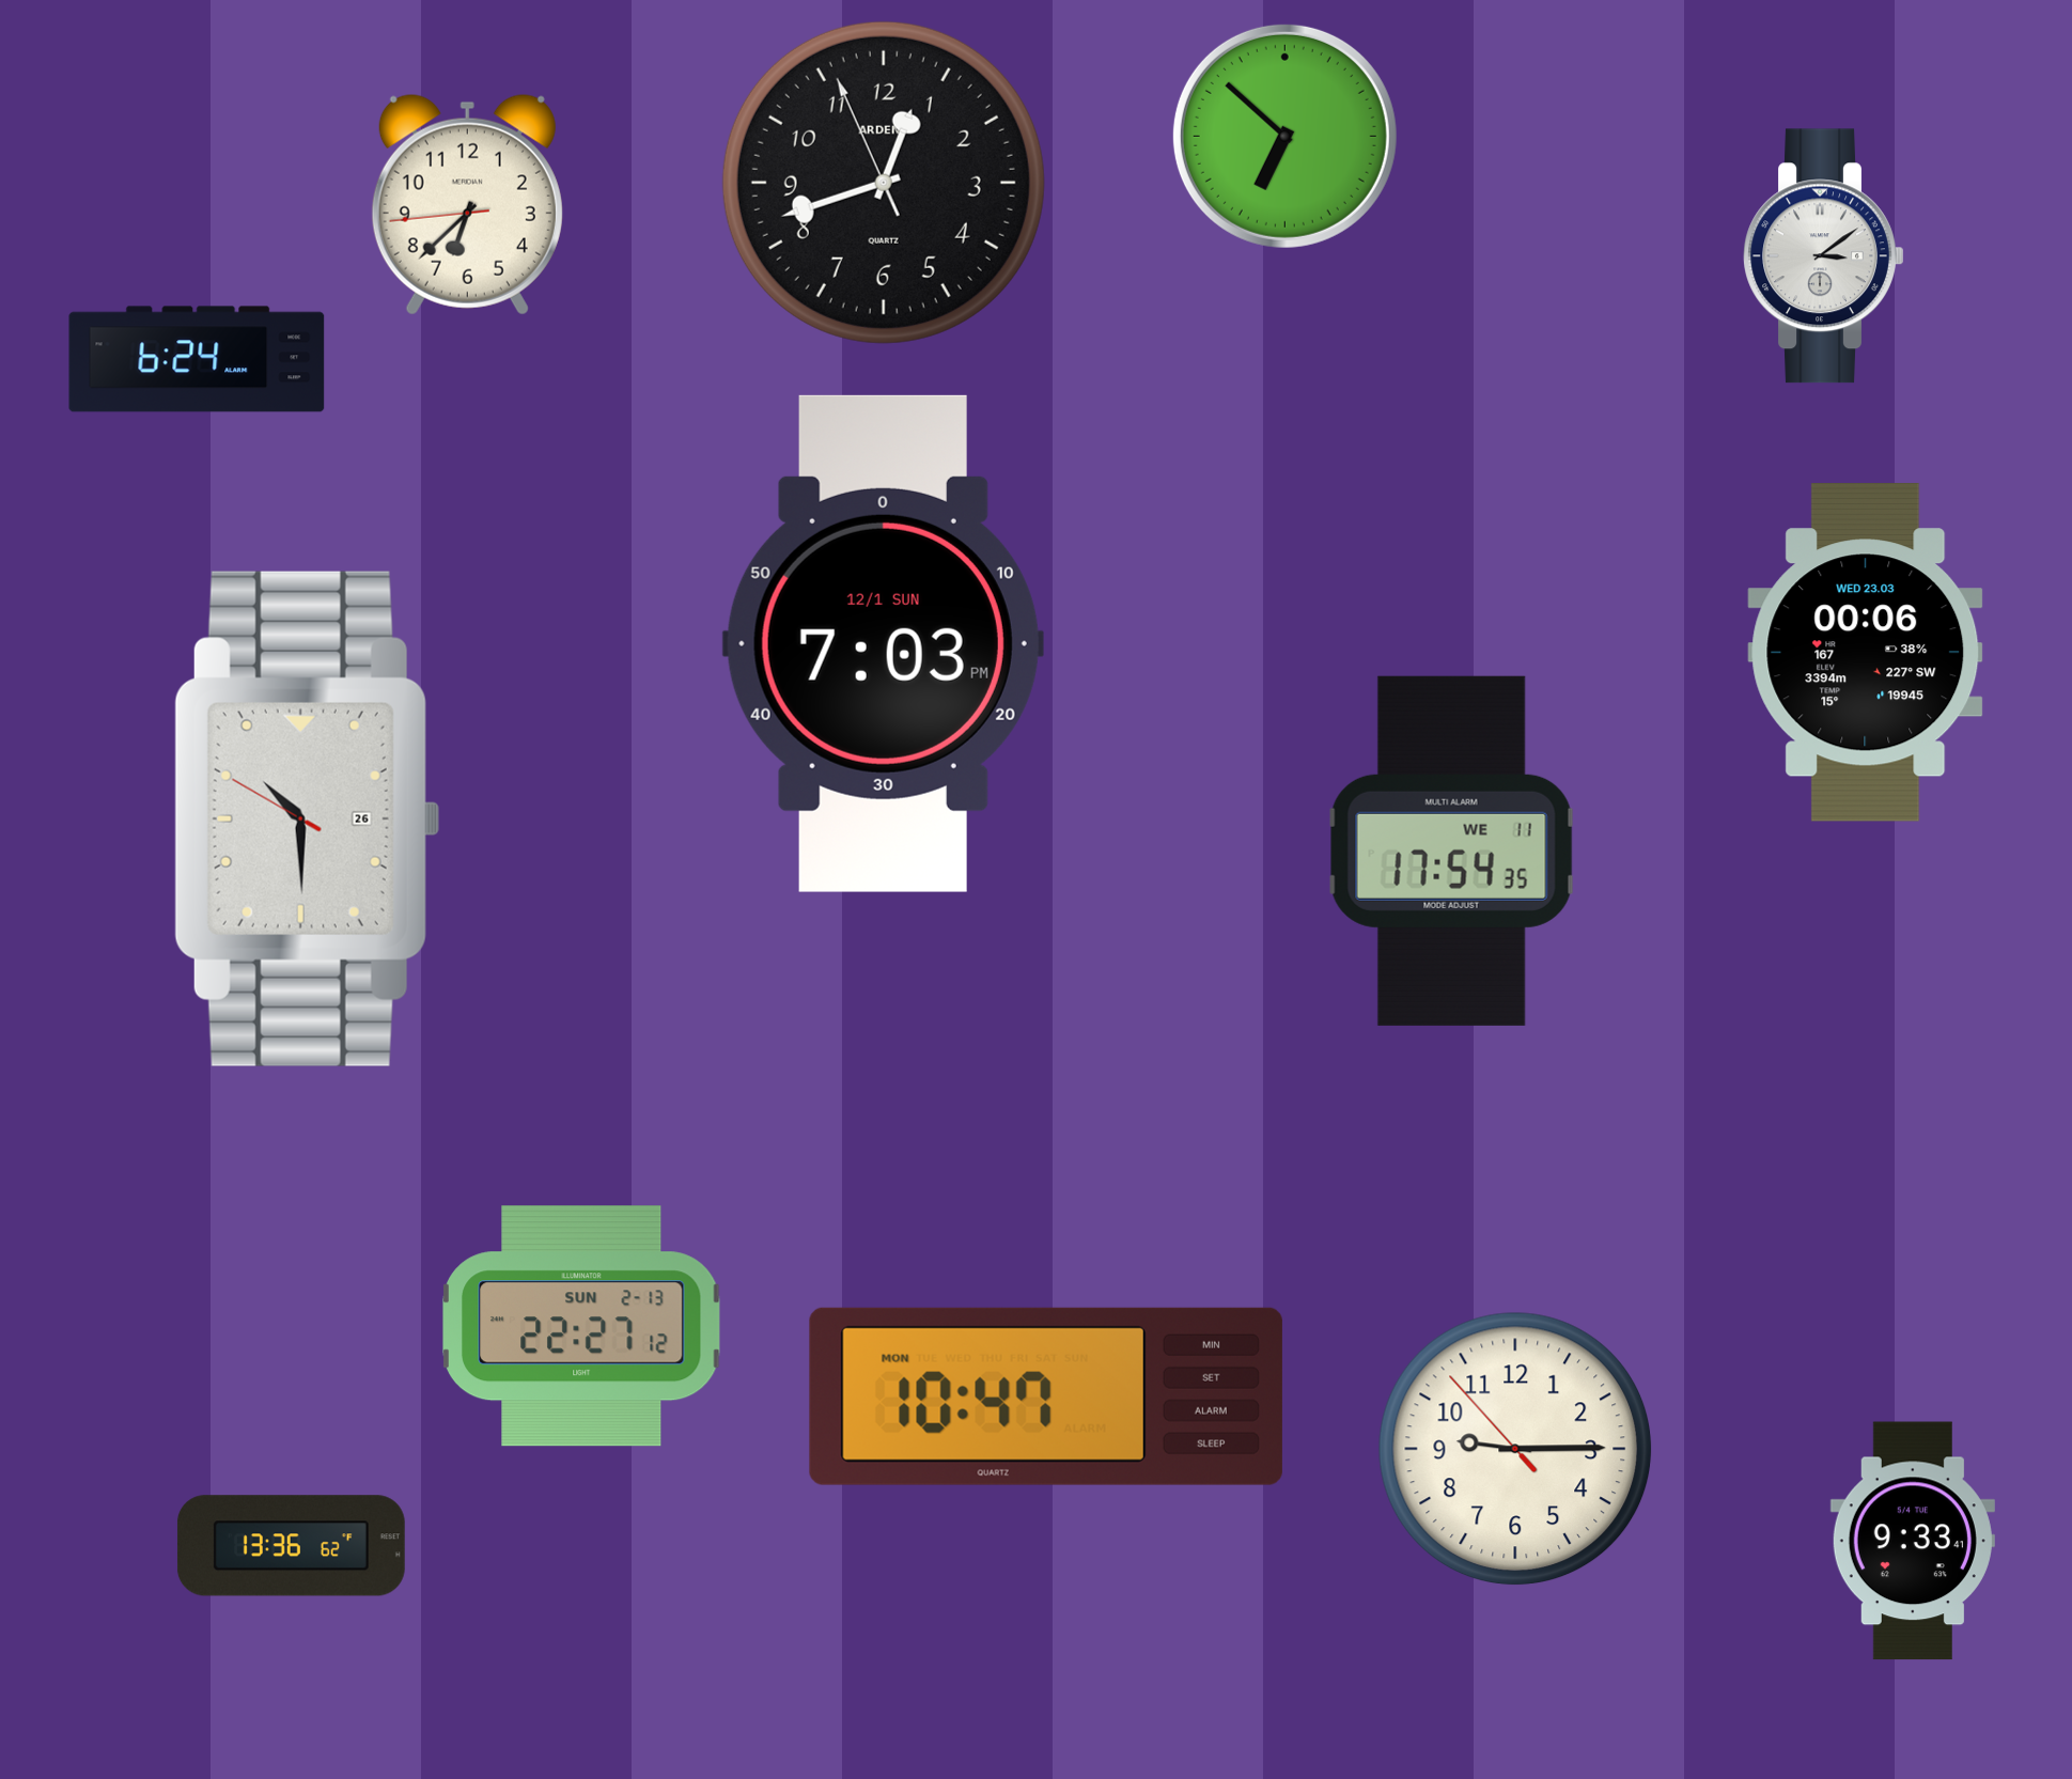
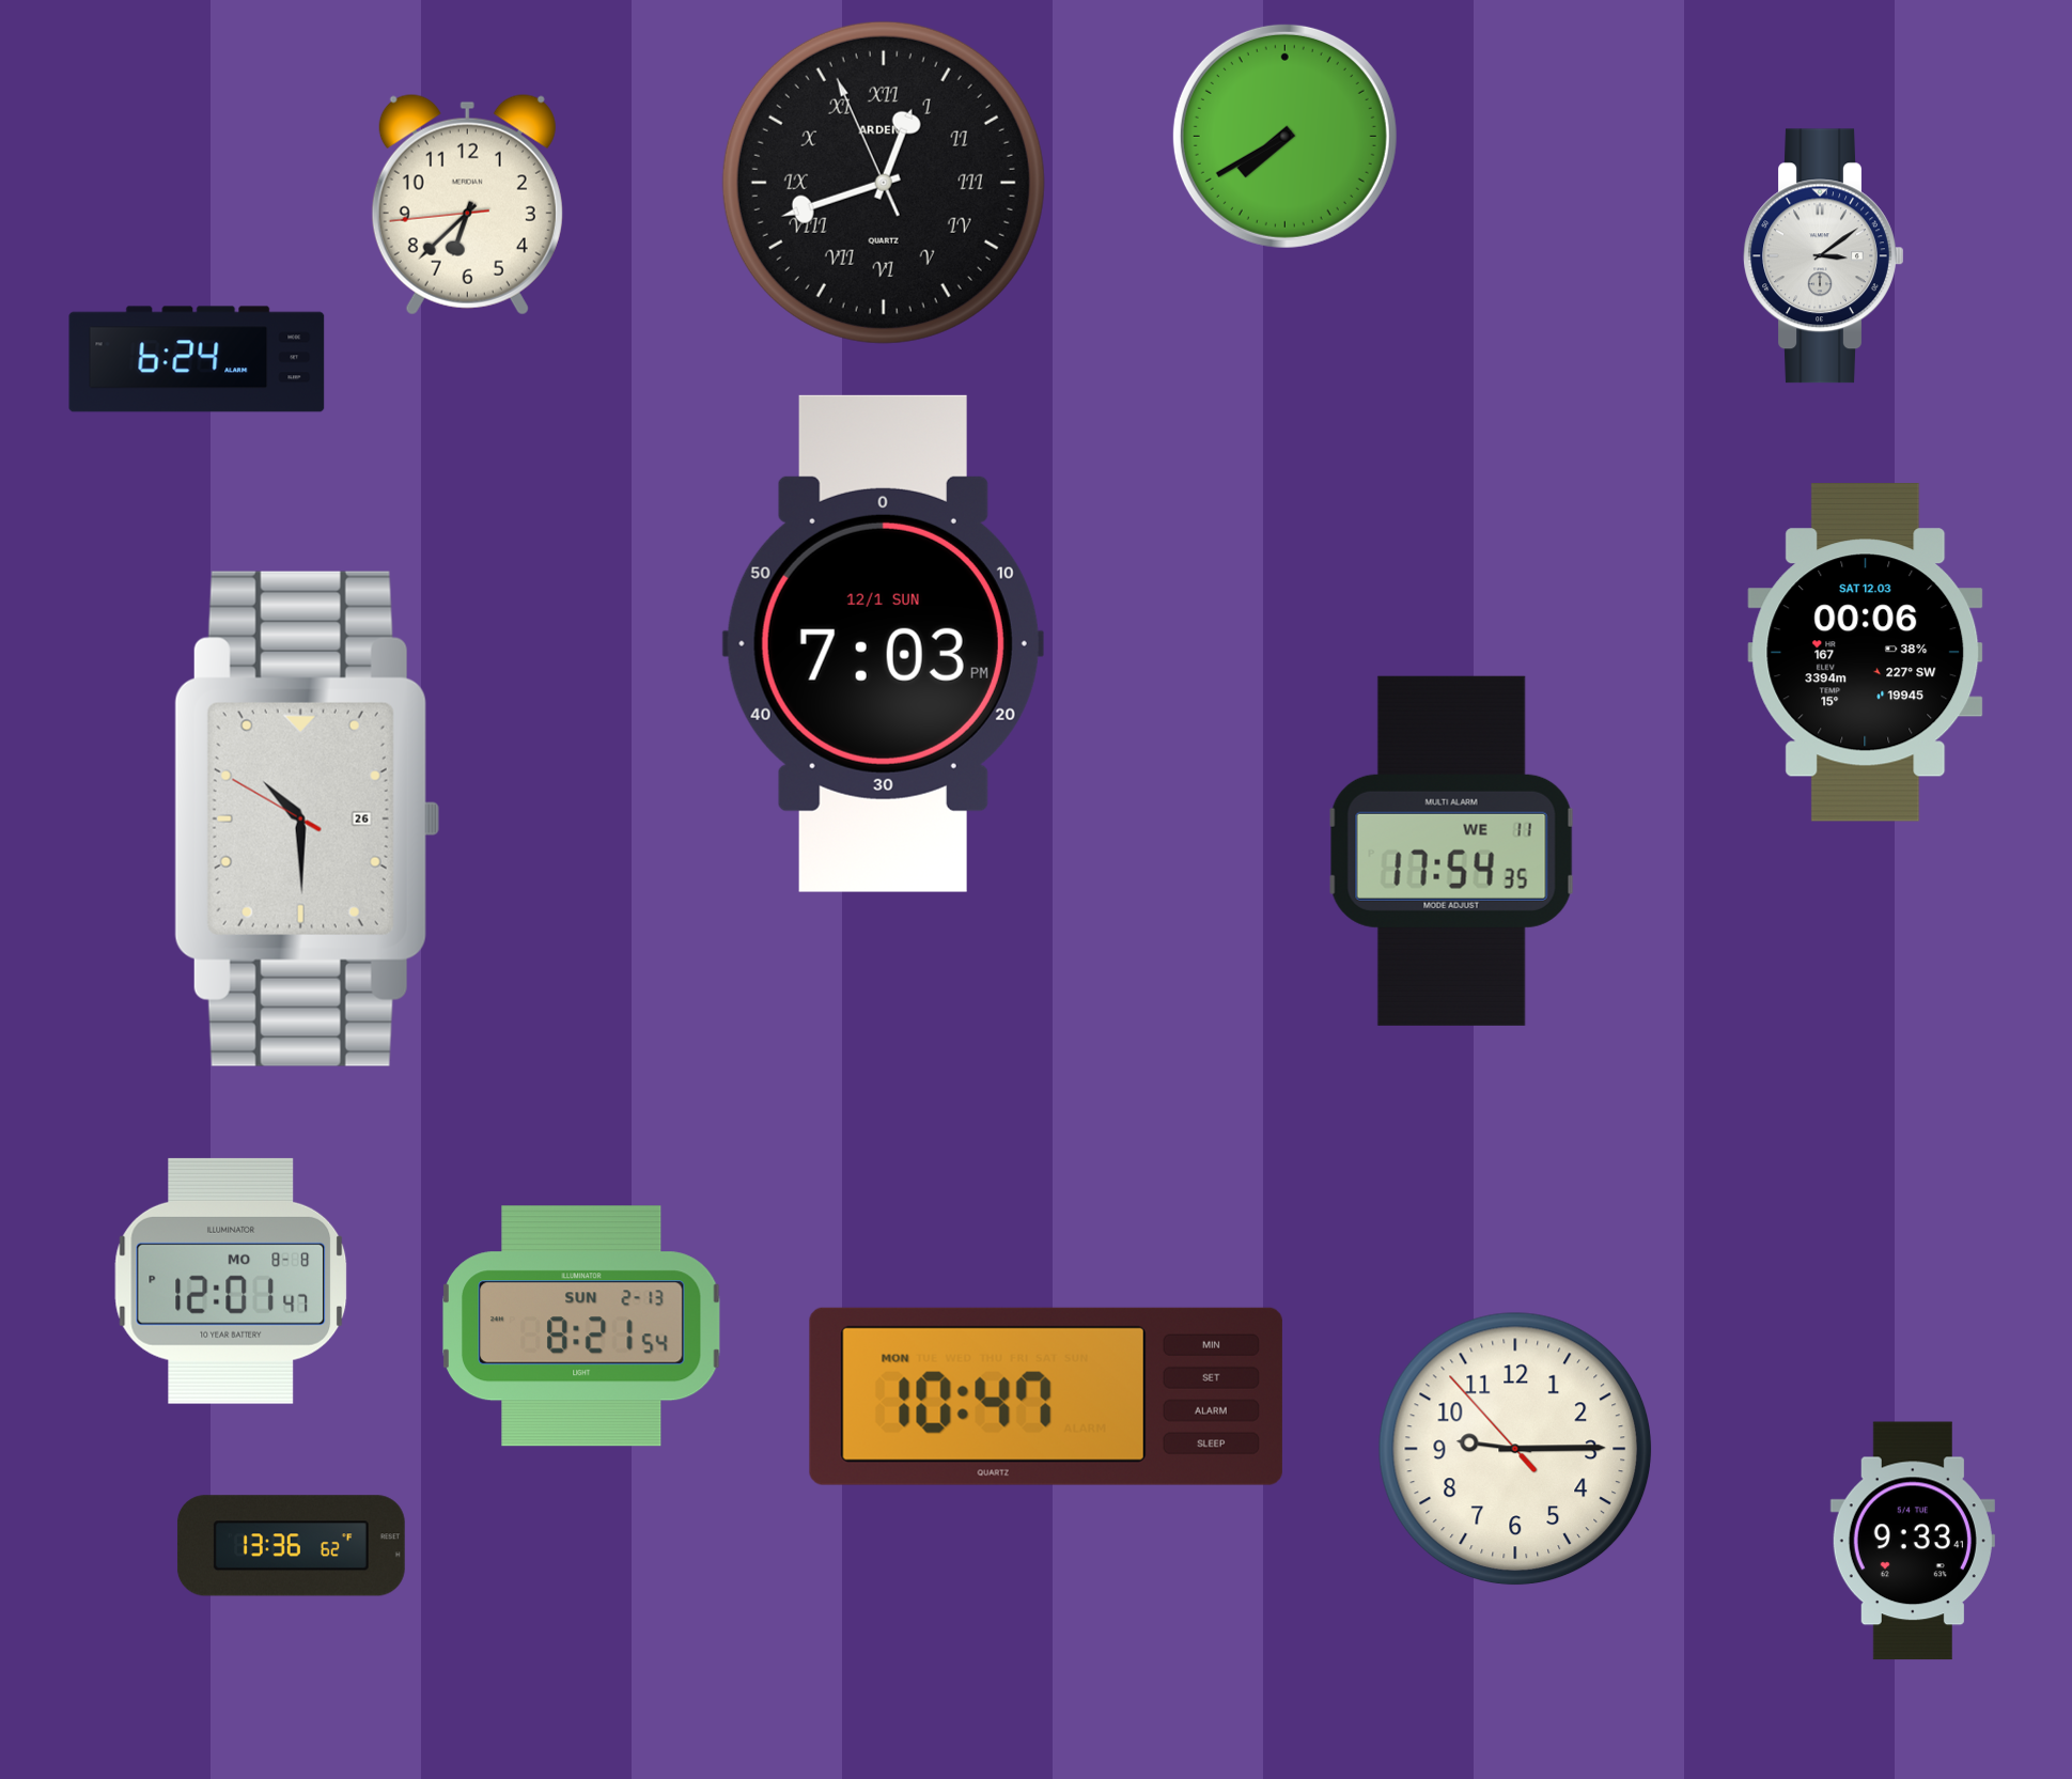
clock at (1284, 136): 6:52 -> 7:40
clock at (884, 183) numerals: Arabic -> Roman
clock at (1866, 653) date: WED 23.03 -> SAT 12.03
clock at (231, 1281): none -> 12:01
clock at (582, 1326): 22:27 -> 8:21
